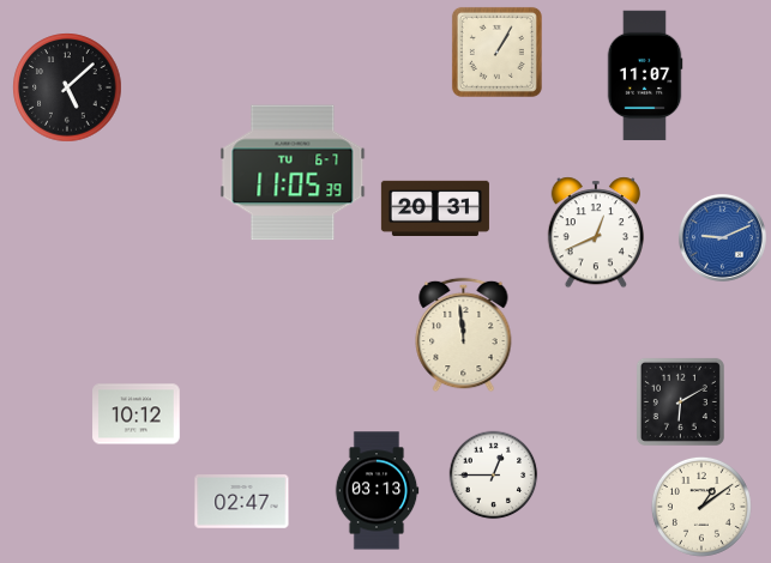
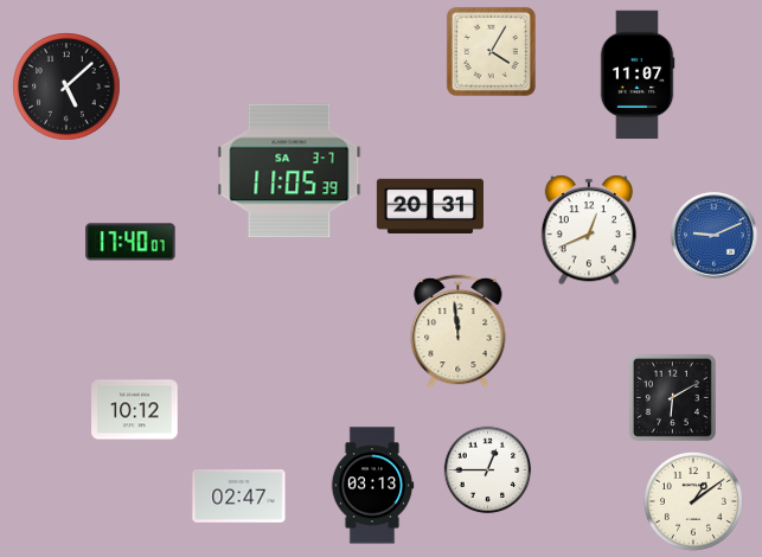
clock at (496, 52): 1:05 -> 4:05
clock at (293, 172) date: TU 6-7 -> SA 3-7
clock at (130, 242): none -> 17:40
